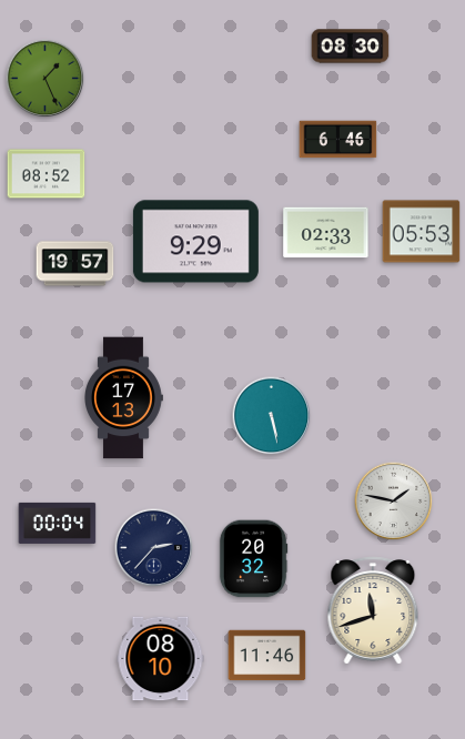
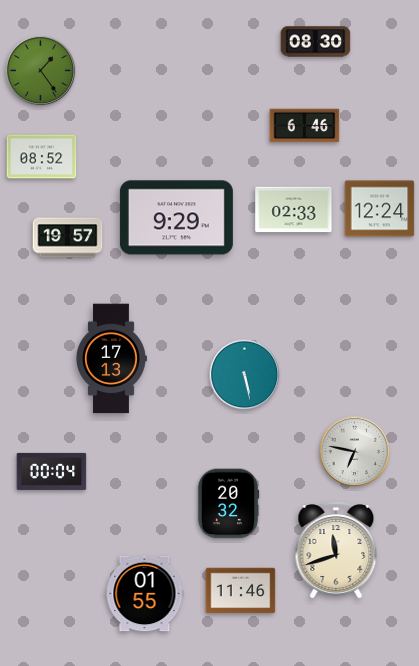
clock at (46, 79): 1:26 -> 1:24
clock at (422, 232): 05:53 -> 12:24
clock at (394, 502): 1:47 -> 6:47
clock at (154, 548): 2:37 -> none
clock at (161, 659): 08:10 -> 01:55
